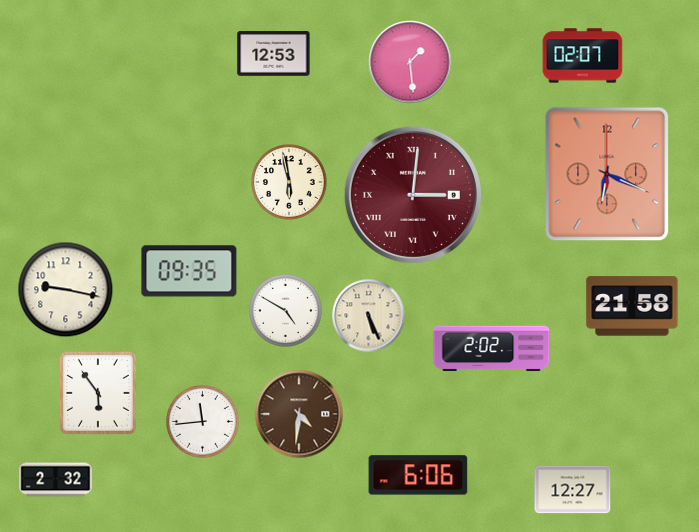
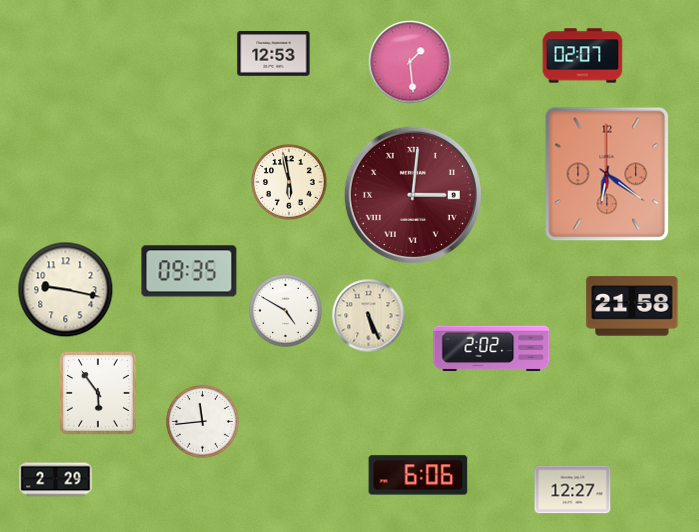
clock at (607, 174): 6:19 -> 6:21
clock at (299, 414): 4:31 -> none
clock at (56, 480): 2:32 -> 2:29
